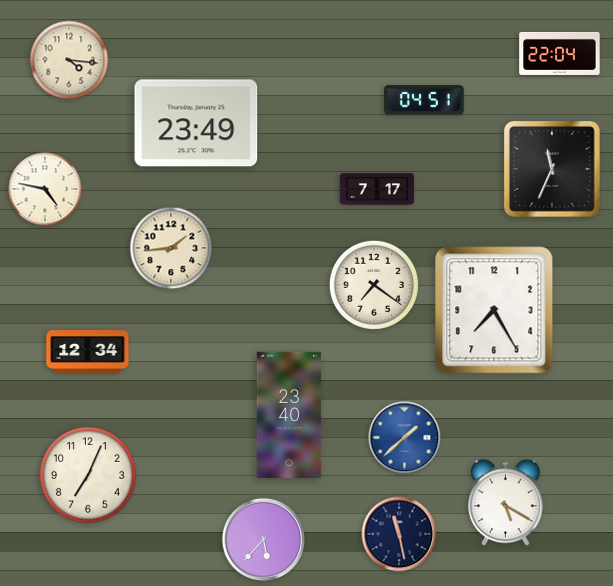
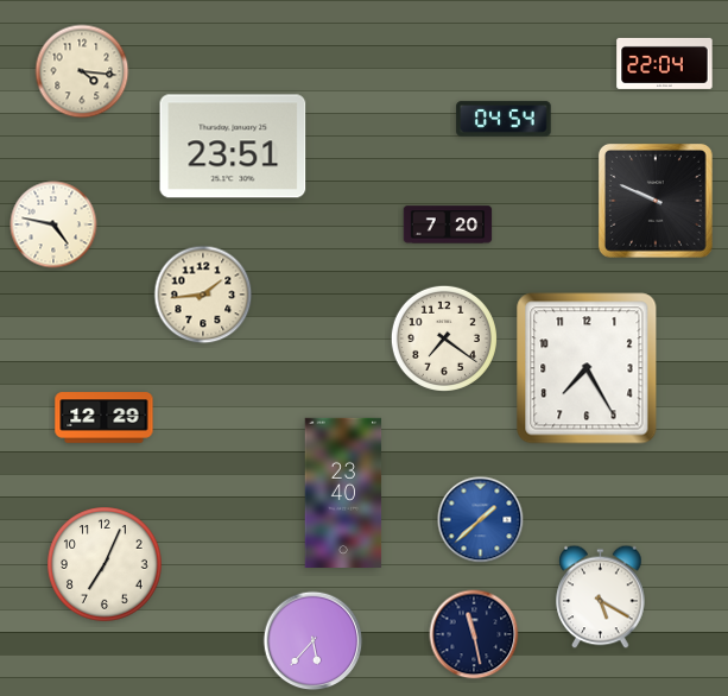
clock at (424, 100): 04:51 -> 04:54
clock at (196, 123): 23:49 -> 23:51
clock at (552, 169): 11:34 -> 9:49
clock at (377, 189): 7:17 -> 7:20
clock at (88, 352): 12:34 -> 12:29
